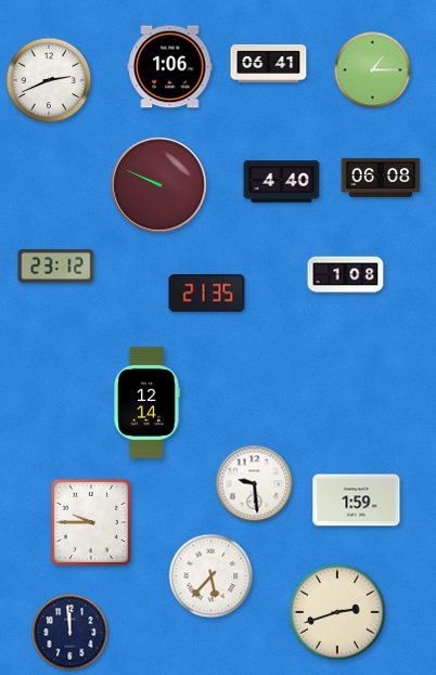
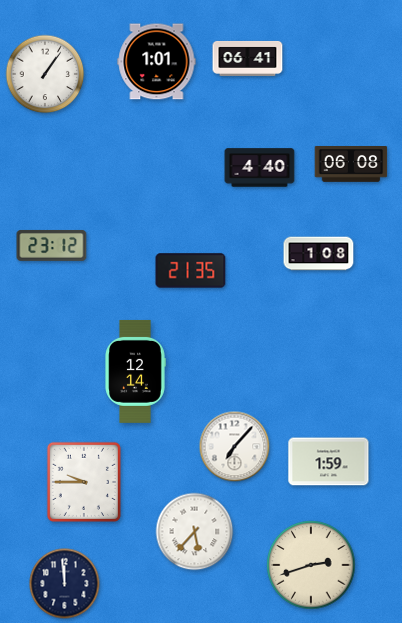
clock at (170, 67): 1:06 -> 1:01
clock at (373, 70): 1:15 -> none
clock at (49, 80): 2:41 -> 1:06
clock at (159, 185): 9:49 -> none
clock at (255, 484): 9:29 -> 7:07
